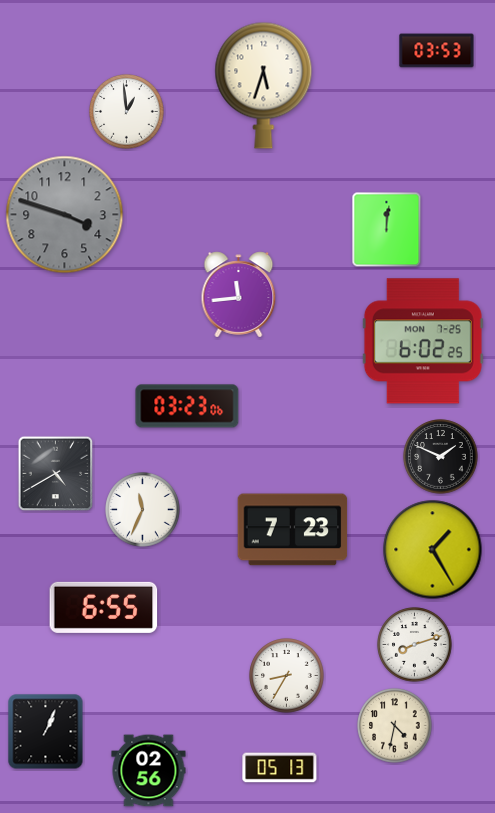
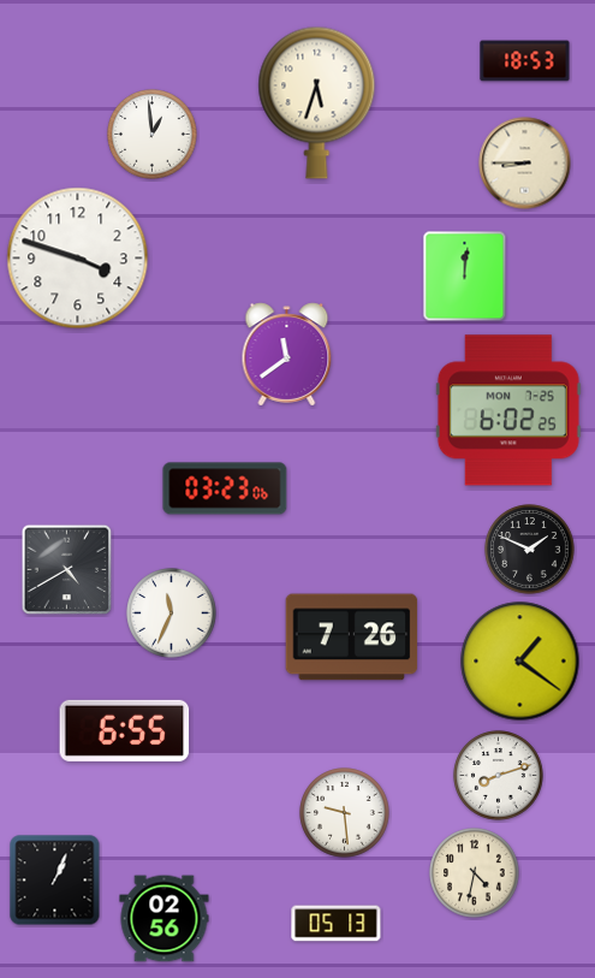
clock at (437, 51): 03:53 -> 18:53
clock at (525, 164): none -> 8:45
clock at (65, 215) dial: grey -> white
clock at (239, 295): 11:44 -> 11:39
clock at (293, 530): 7:23 -> 7:26
clock at (433, 550): 1:25 -> 1:21
clock at (287, 676): 8:35 -> 9:29
clock at (149, 771) position: (149, 771) -> (165, 919)
